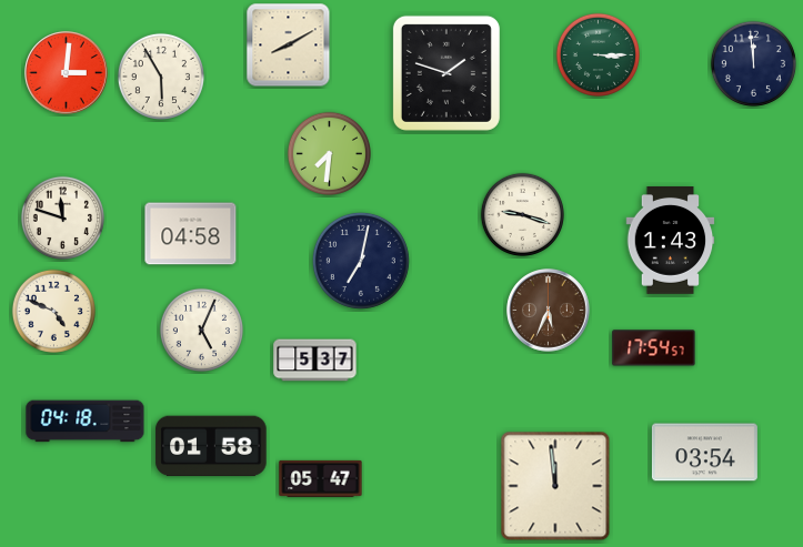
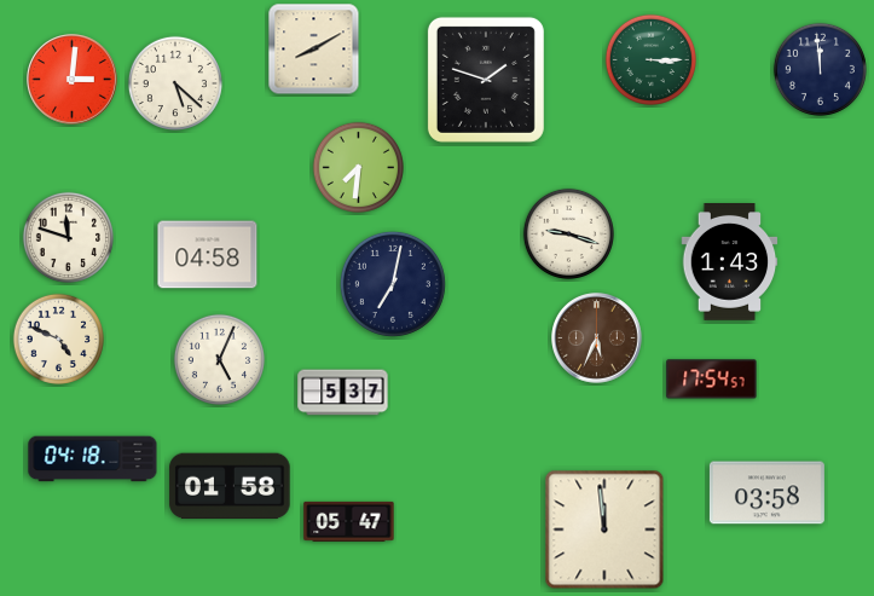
clock at (161, 77): 5:55 -> 5:22
clock at (704, 453): 03:54 -> 03:58
